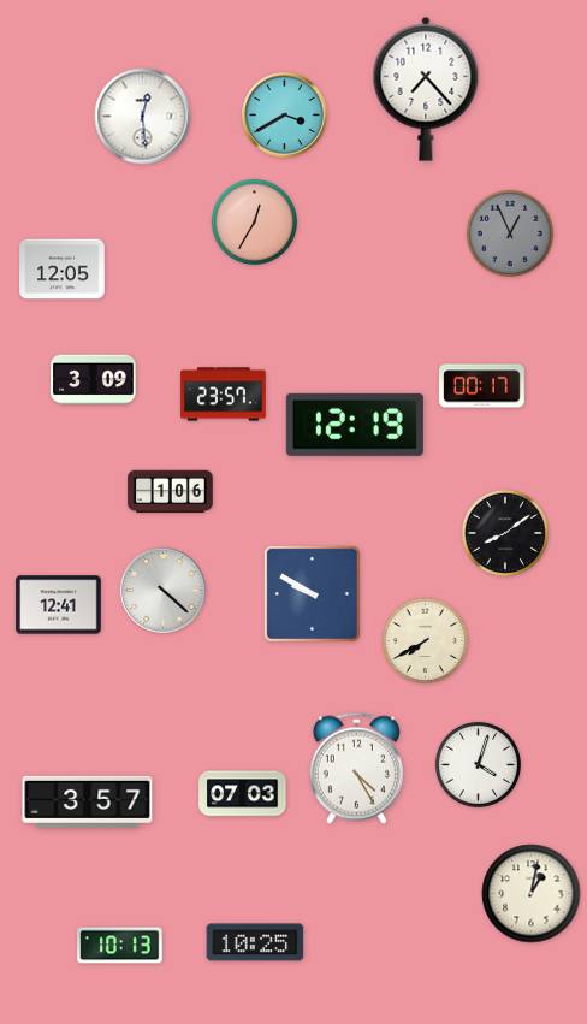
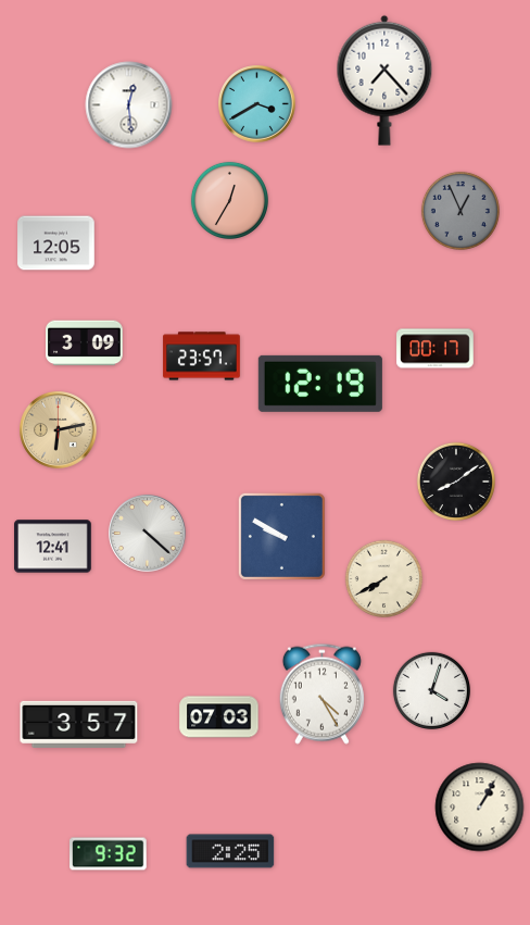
clock at (59, 430): none -> 6:13
clock at (171, 492): 1:06 -> none
clock at (532, 894): 1:02 -> 1:05
clock at (255, 942): 10:25 -> 2:25
clock at (120, 946): 10:13 -> 9:32
